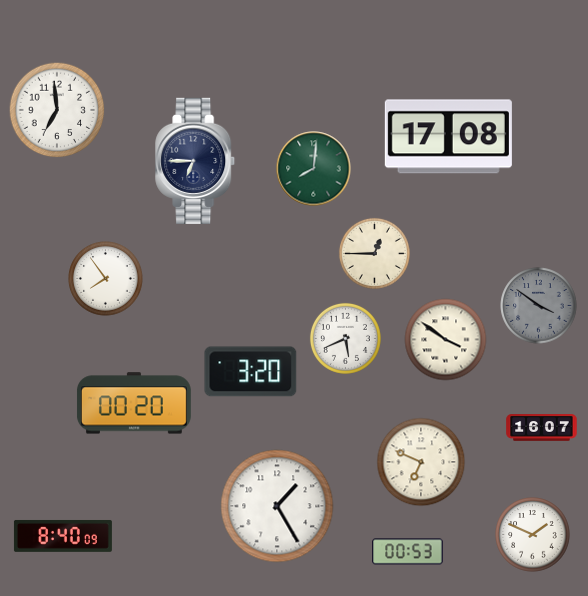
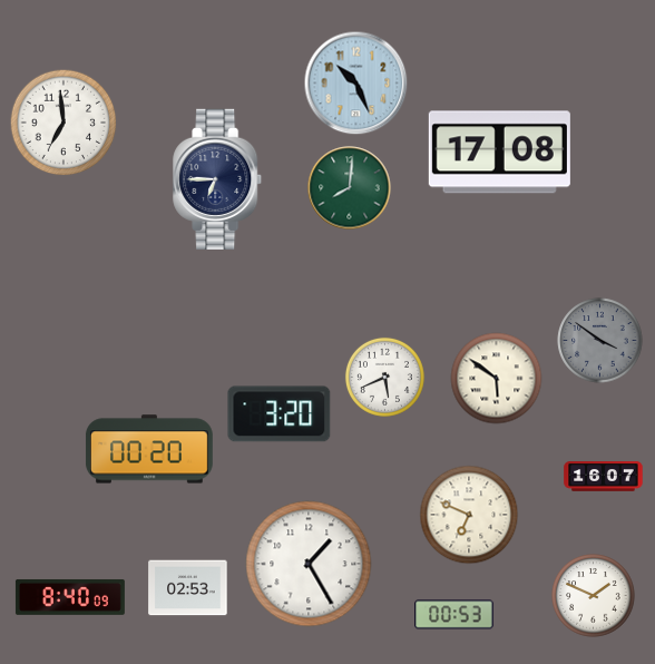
clock at (356, 84): none -> 10:26
clock at (374, 253): 12:45 -> none
clock at (106, 279): 7:54 -> none
clock at (446, 340): 3:51 -> 5:51
clock at (188, 588): none -> 02:53
